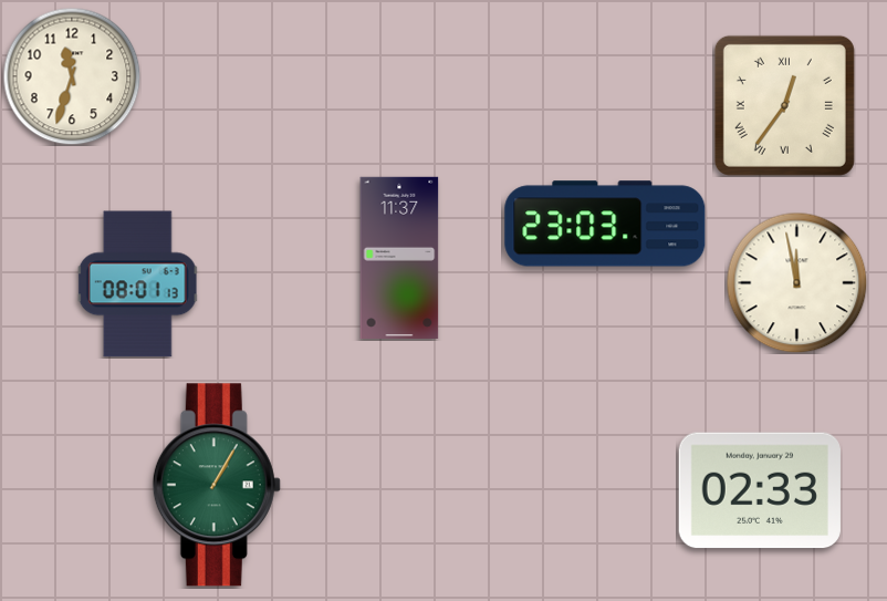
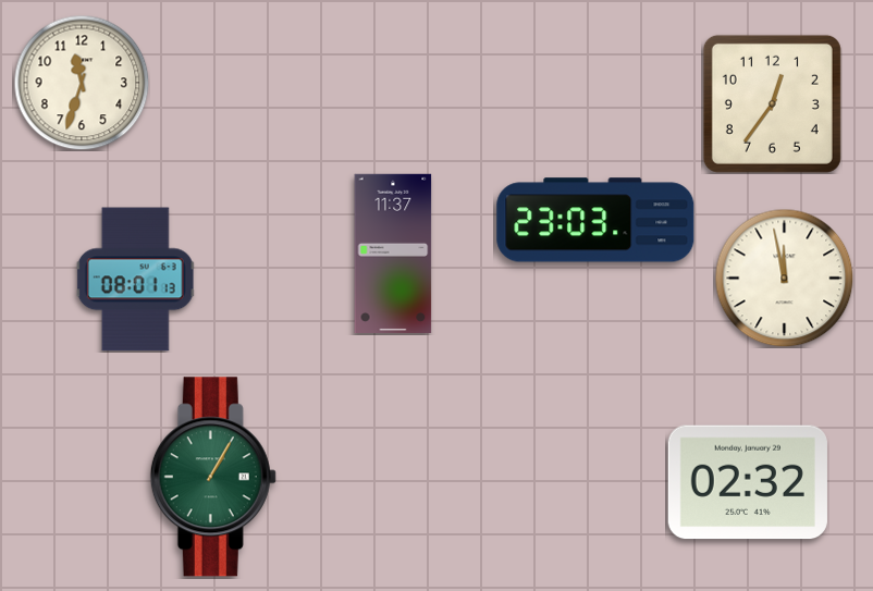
clock at (72, 76) position: (72, 76) -> (82, 83)
clock at (784, 105) numerals: Roman -> Arabic
clock at (760, 490): 02:33 -> 02:32
